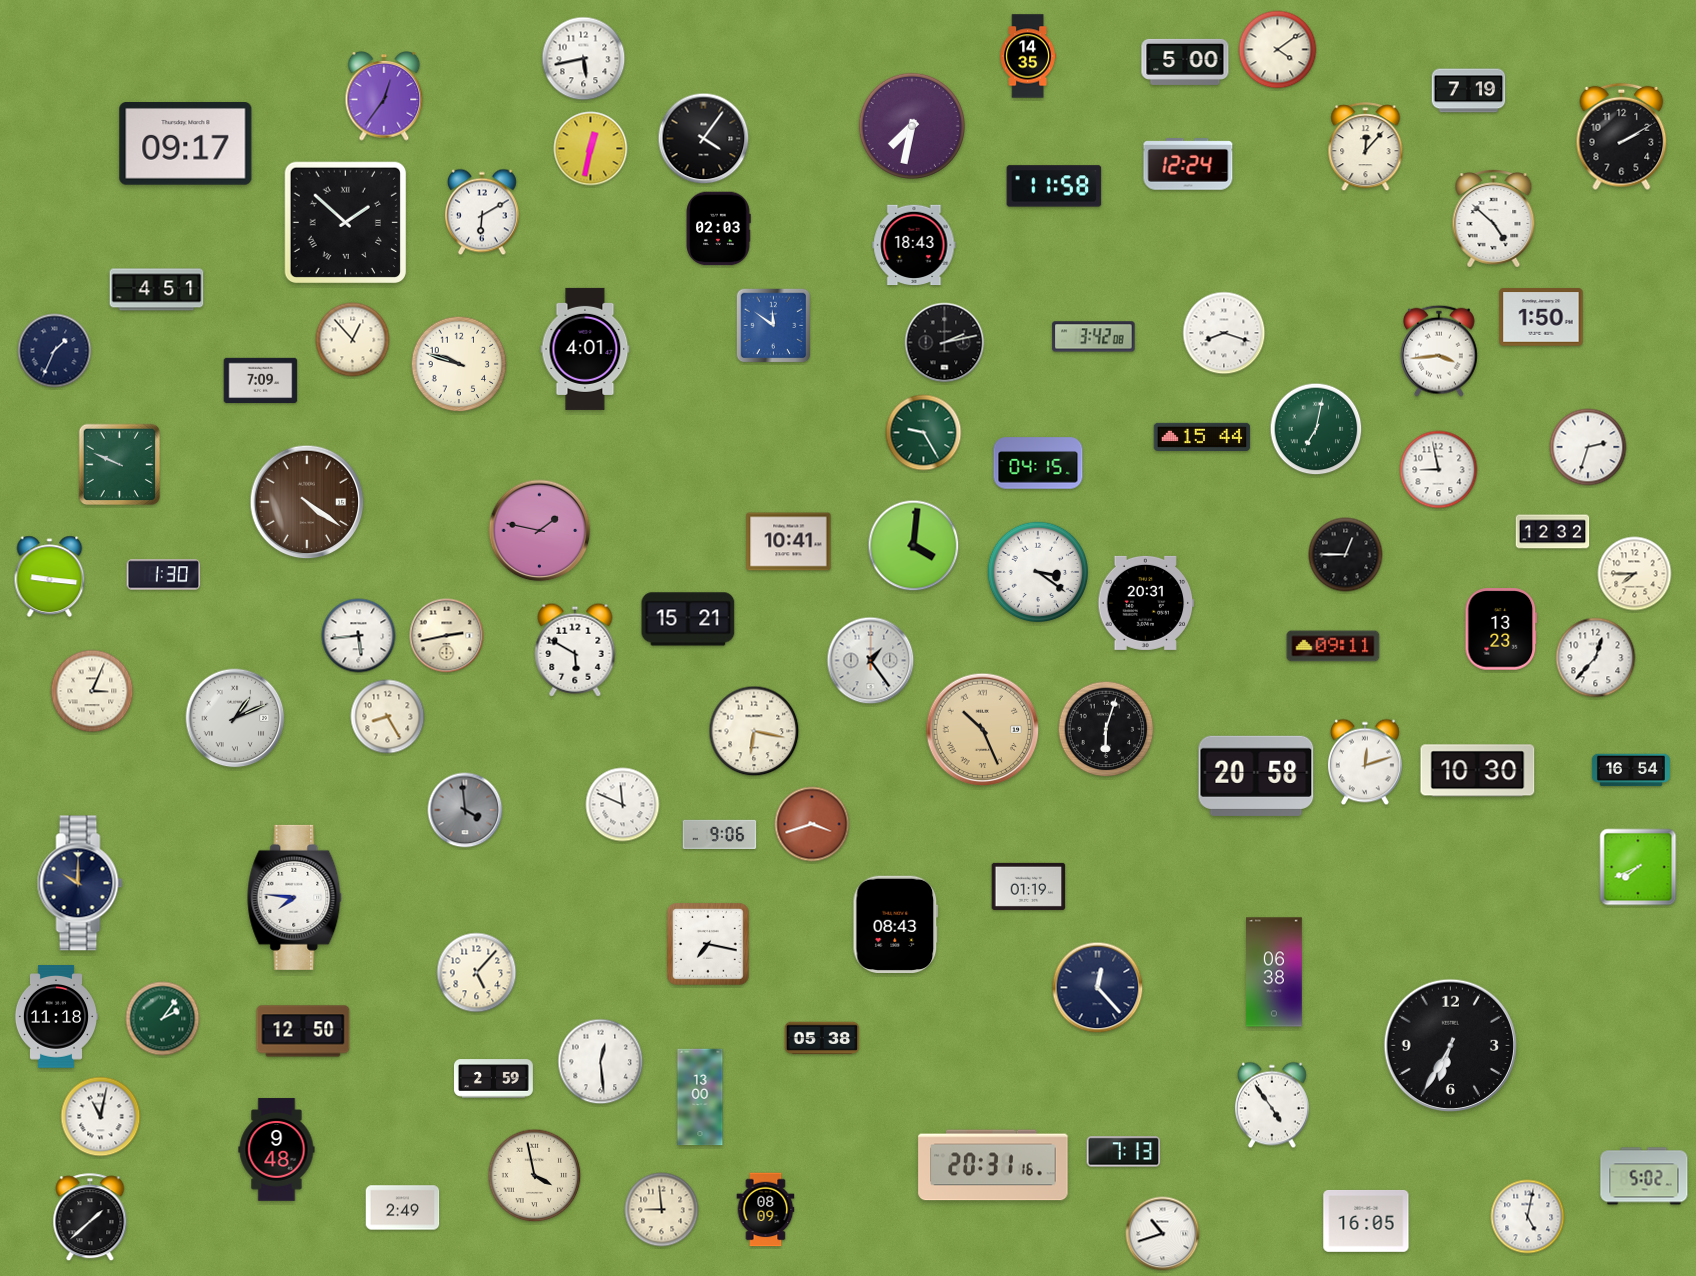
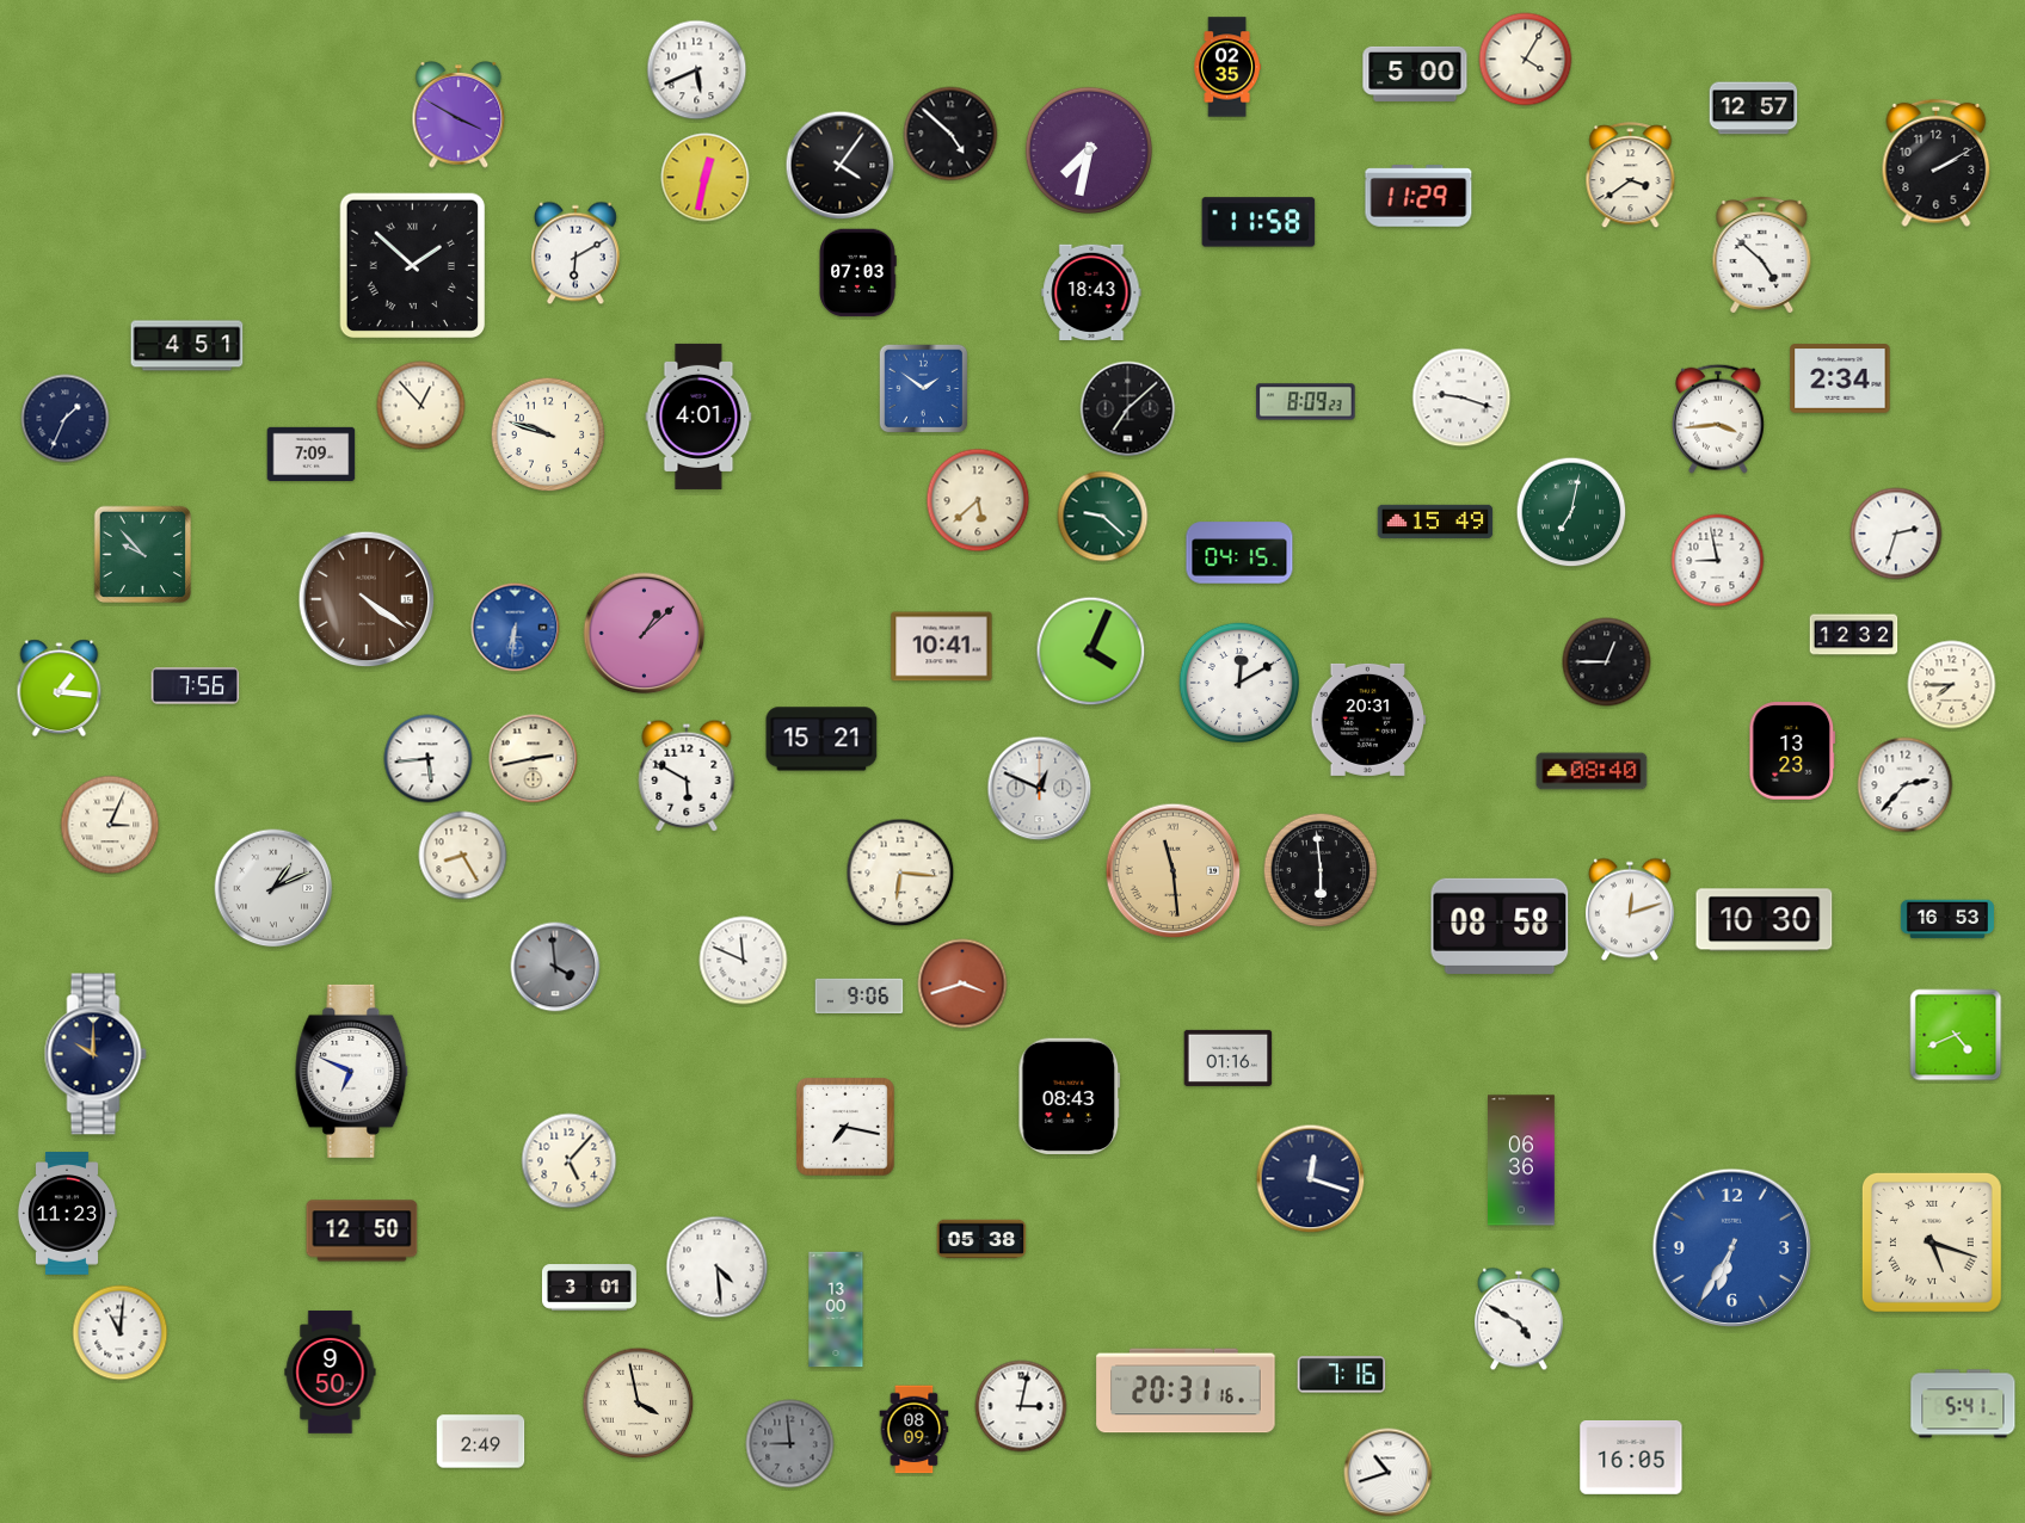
clock at (1278, 50): 4:09 -> 4:05
clock at (1028, 56): 14:35 -> 02:35
clock at (584, 59): 5:43 -> 5:41
clock at (1469, 91): 7:19 -> 12:57
clock at (384, 96): 12:36 -> 3:50
clock at (950, 134): none -> 4:52
clock at (186, 144): 09:17 -> none
clock at (1366, 147): 12:07 -> 3:39
clock at (1188, 164): 12:24 -> 11:29
clock at (1494, 219) position: (1494, 219) -> (1762, 255)
clock at (718, 229): 02:03 -> 07:03
clock at (1541, 317): 1:50 -> 2:34
clock at (774, 326): 11:51 -> 1:51
clock at (1224, 333): 8:18 -> 9:18
clock at (1094, 337): 3:42 -> 8:09
clock at (945, 343): 2:13 -> 7:08
clock at (978, 500): none -> 5:38
clock at (924, 433): 9:25 -> 9:22
clock at (1202, 437): 15:44 -> 15:49
clock at (120, 465): 9:49 -> 9:53
clock at (516, 628): none -> 6:31
clock at (540, 531): 1:47 -> 1:08
clock at (914, 546): 4:01 -> 4:04
clock at (1037, 571): 3:21 -> 12:10
clock at (164, 575): 1:30 -> 7:56
clock at (50, 577): 9:16 -> 1:16
clock at (1333, 646): 09:11 -> 08:40
clock at (1596, 658): 12:37 -> 2:37
clock at (871, 661): 1:24 -> 12:49
clock at (235, 718) position: (235, 718) -> (273, 888)
clock at (1106, 729): 6:03 -> 5:59
clock at (983, 730): 10:26 -> 11:29
clock at (754, 731): 6:17 -> 6:16
clock at (1631, 770): 16:54 -> 16:53
clock at (1256, 776): 20:58 -> 08:58
clock at (812, 824) position: (812, 824) -> (962, 984)
clock at (1638, 867): 7:41 -> 4:41
clock at (1029, 886): 01:19 -> 01:16
clock at (295, 897): 7:46 -> 6:49
clock at (896, 924) position: (896, 924) -> (1070, 1096)
clock at (1275, 972): 06:38 -> 06:36
clock at (1098, 988): 12:23 -> 12:18
clock at (56, 1017): 11:18 -> 11:23
clock at (163, 1019): 2:06 -> none
clock at (1932, 1243): none -> 5:18
clock at (1450, 1045) dial: black -> blue
clock at (601, 1062): 12:29 -> 4:29
clock at (493, 1079): 2:59 -> 3:01
clock at (1272, 1105): 4:54 -> 4:50
clock at (101, 1117): 11:02 -> 11:01
clock at (277, 1150): 9:48 -> 9:50
clock at (1124, 1152): 7:13 -> 7:16
clock at (1644, 1176): 5:02 -> 5:41
clock at (1021, 1406): none -> 3:02
clock at (662, 1210) dial: cream -> grey
clock at (766, 1210) position: (766, 1210) -> (915, 1430)
clock at (1528, 1217): 5:02 -> none
clock at (90, 1218): 1:38 -> none
